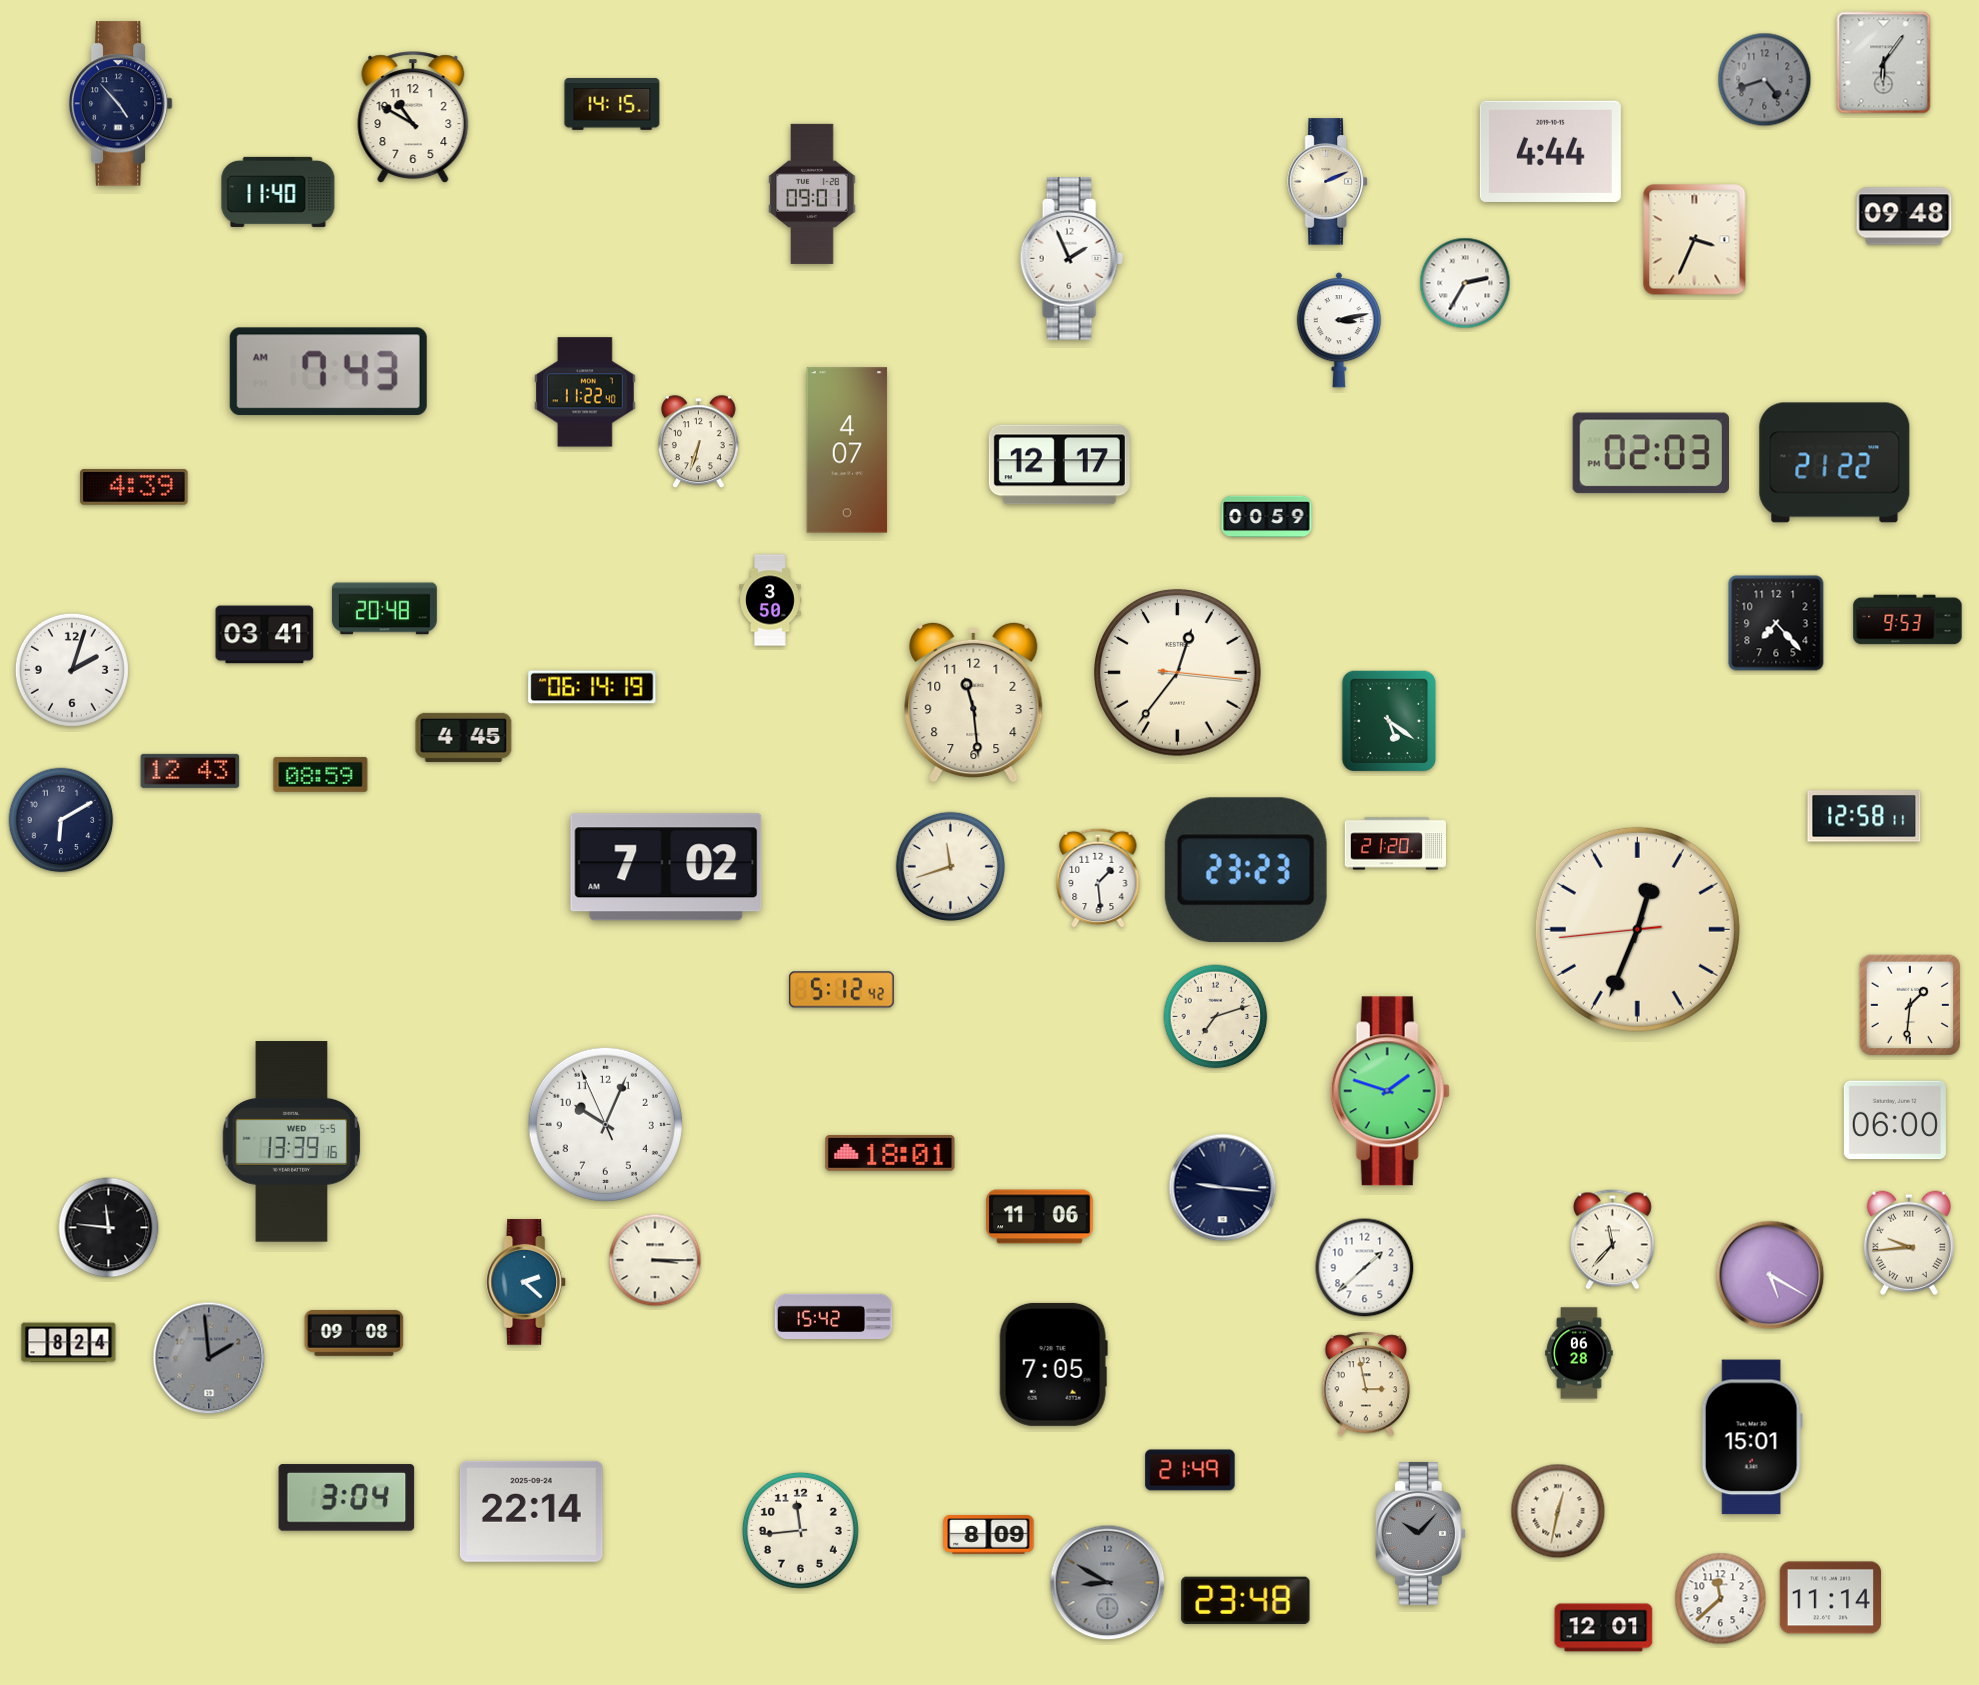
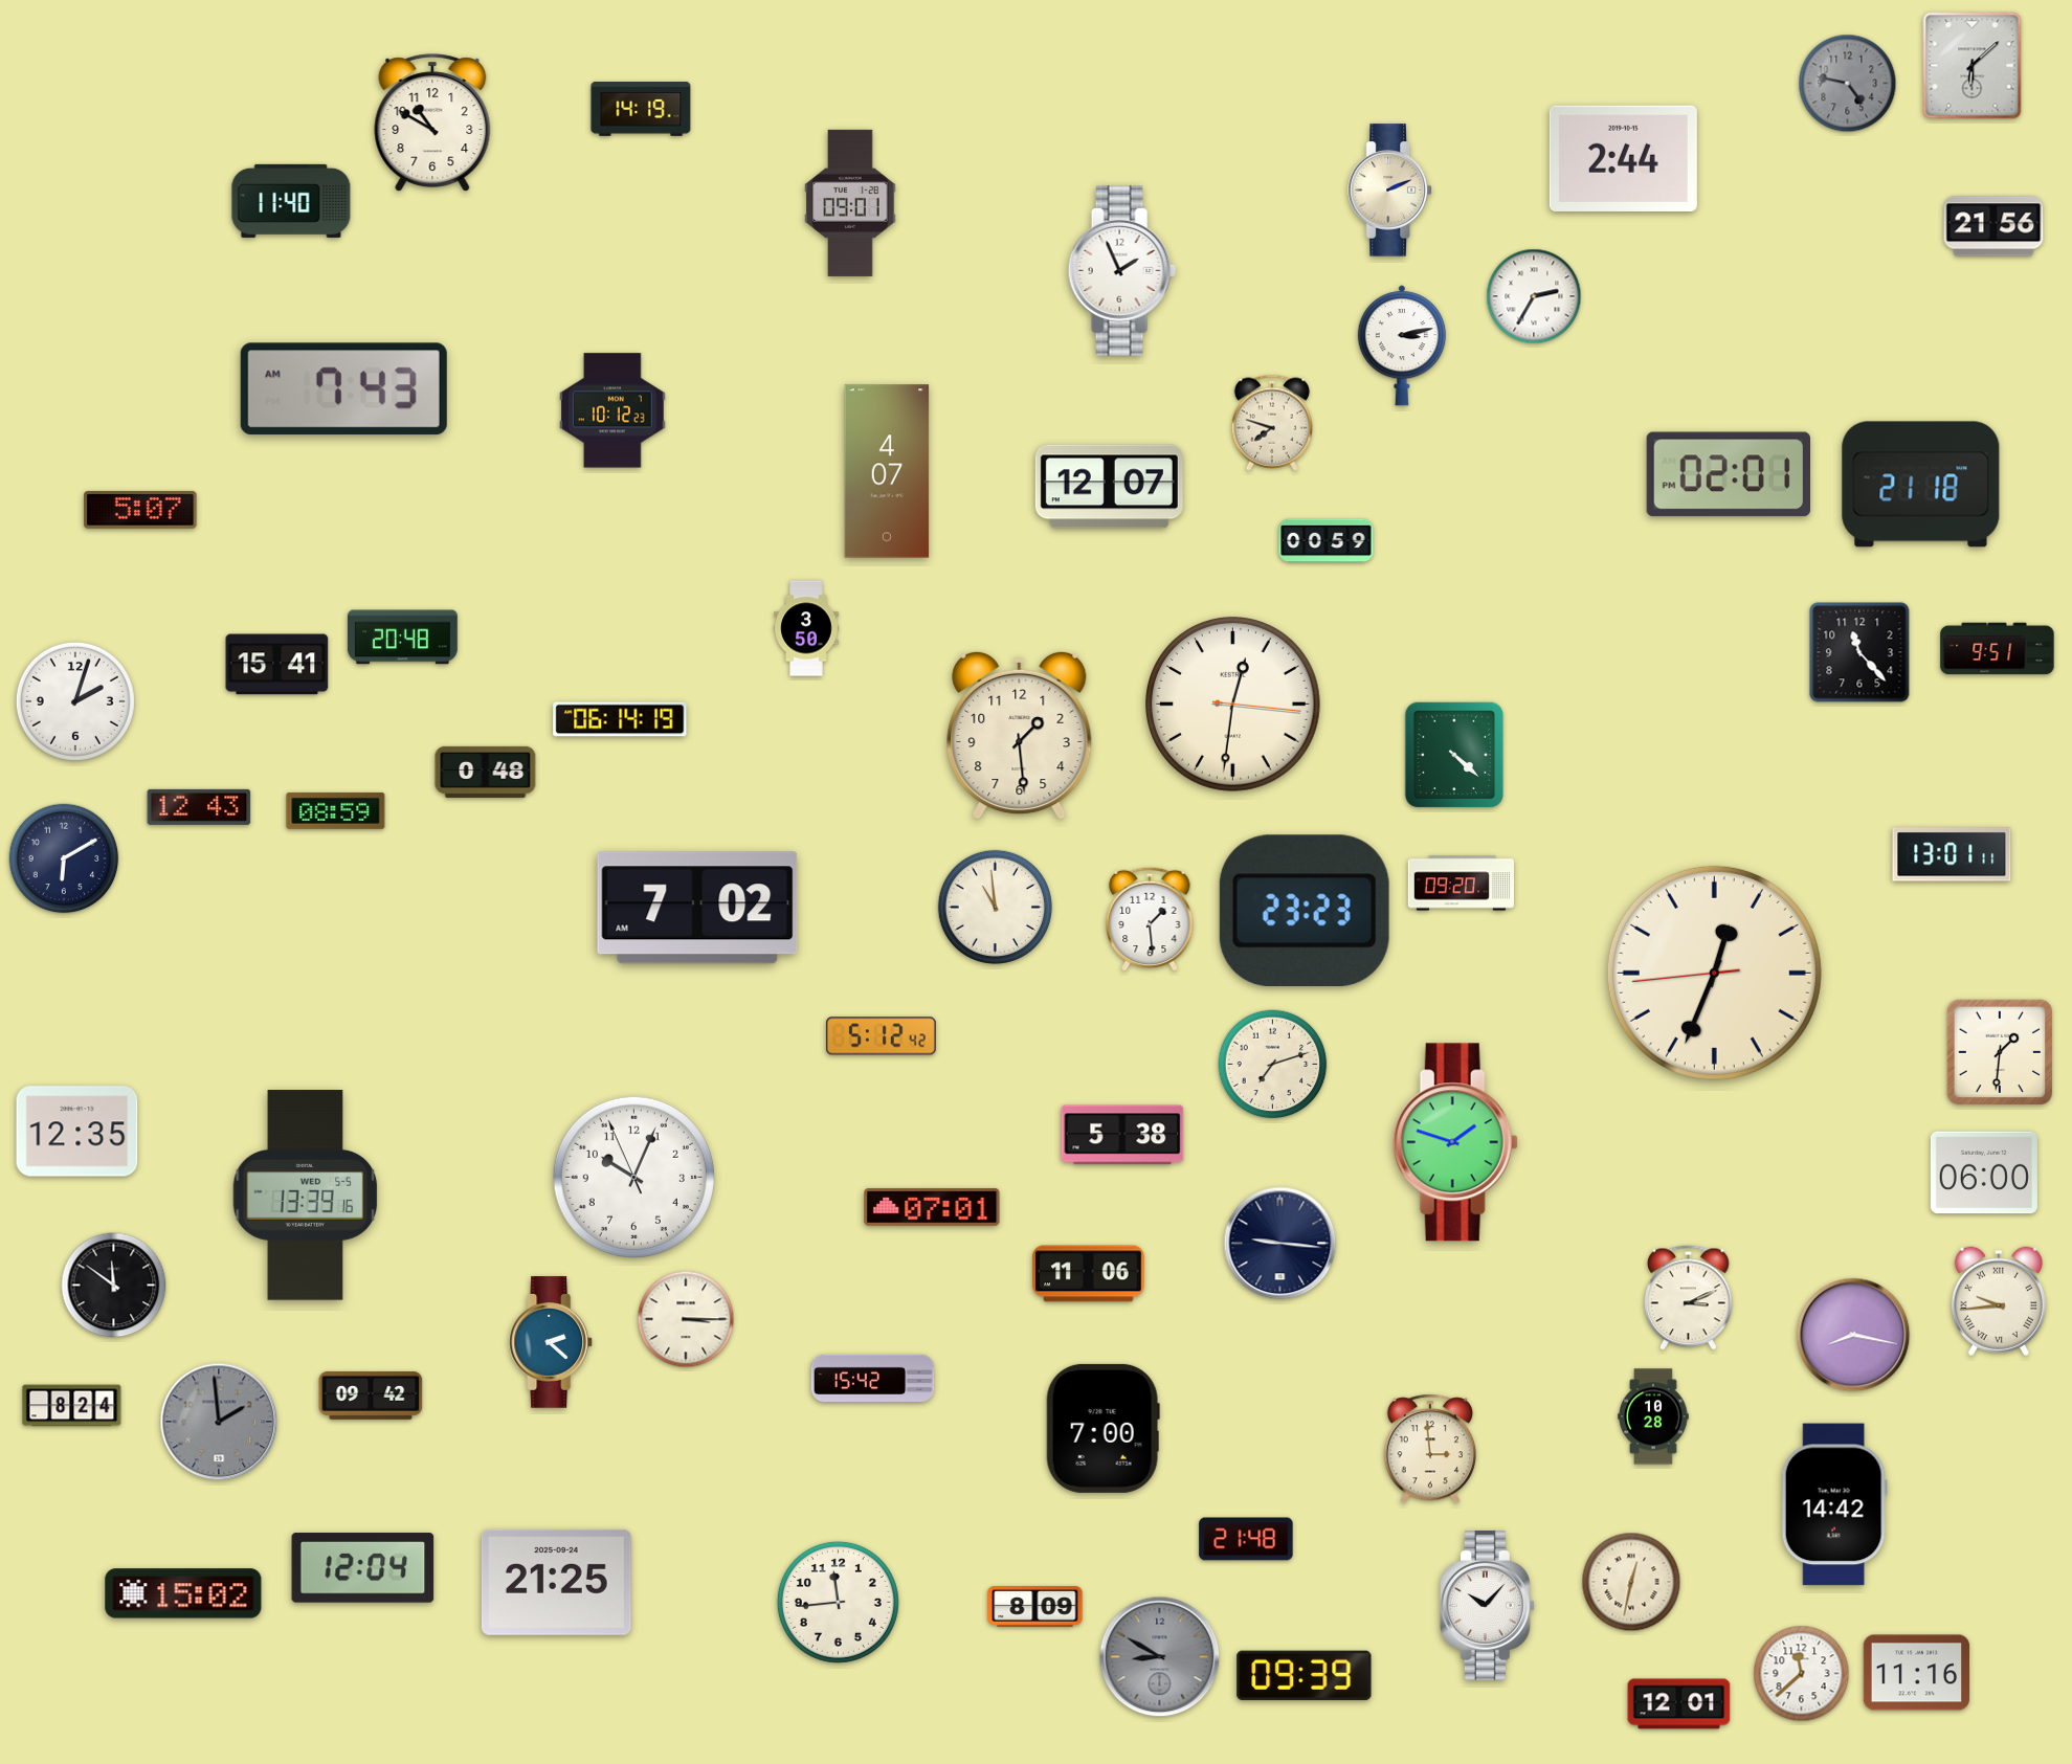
clock at (1884, 63): 6:06 -> 6:08
clock at (1765, 80): 4:42 -> 4:47
clock at (120, 104): 4:53 -> none
clock at (612, 105): 14:15 -> 14:19
clock at (1550, 151): 4:44 -> 2:44
clock at (1904, 216): 09:48 -> 21:56
clock at (1695, 240): 3:34 -> none
clock at (586, 392): 11:22 -> 10:12
clock at (1272, 423): none -> 7:48
clock at (698, 442): 6:33 -> none
clock at (1650, 453): 02:03 -> 02:01
clock at (1835, 463): 21:22 -> 21:18
clock at (1059, 465): 12:17 -> 12:07
clock at (134, 487): 4:39 -> 5:07
clock at (1908, 620): 9:53 -> 9:51
clock at (1776, 623): 7:23 -> 11:23
clock at (265, 635): 03:41 -> 15:41
clock at (1178, 673): 12:36 -> 12:31
clock at (974, 702): 11:29 -> 1:29
clock at (1388, 720): 5:21 -> 4:22
clock at (464, 737): 4:45 -> 0:48
clock at (1864, 816): 12:58 -> 13:01
clock at (1395, 844): 21:20 -> 09:20
clock at (950, 866): 11:42 -> 10:59
clock at (77, 1132): none -> 12:35
clock at (1122, 1135): none -> 5:38
clock at (890, 1153): 18:01 -> 07:01
clock at (109, 1228): 11:46 -> 11:51
clock at (1613, 1240): 11:37 -> 3:11
clock at (1365, 1268): 1:38 -> none
clock at (1770, 1275): 5:20 -> 8:17
clock at (354, 1333): 09:08 -> 09:42
clock at (1579, 1353): 06:28 -> 10:28
clock at (1053, 1364): 7:05 -> 7:00
clock at (1365, 1384): 2:58 -> 2:59
clock at (1752, 1437): 15:01 -> 14:42
clock at (1190, 1470): 21:49 -> 21:48
clock at (347, 1498): 3:04 -> 12:04
clock at (531, 1511): 22:14 -> 21:25
clock at (183, 1593): none -> 15:02
clock at (1420, 1533) dial: grey -> white
clock at (1830, 1598): 11:14 -> 11:16
clock at (1246, 1600): 23:48 -> 09:39
